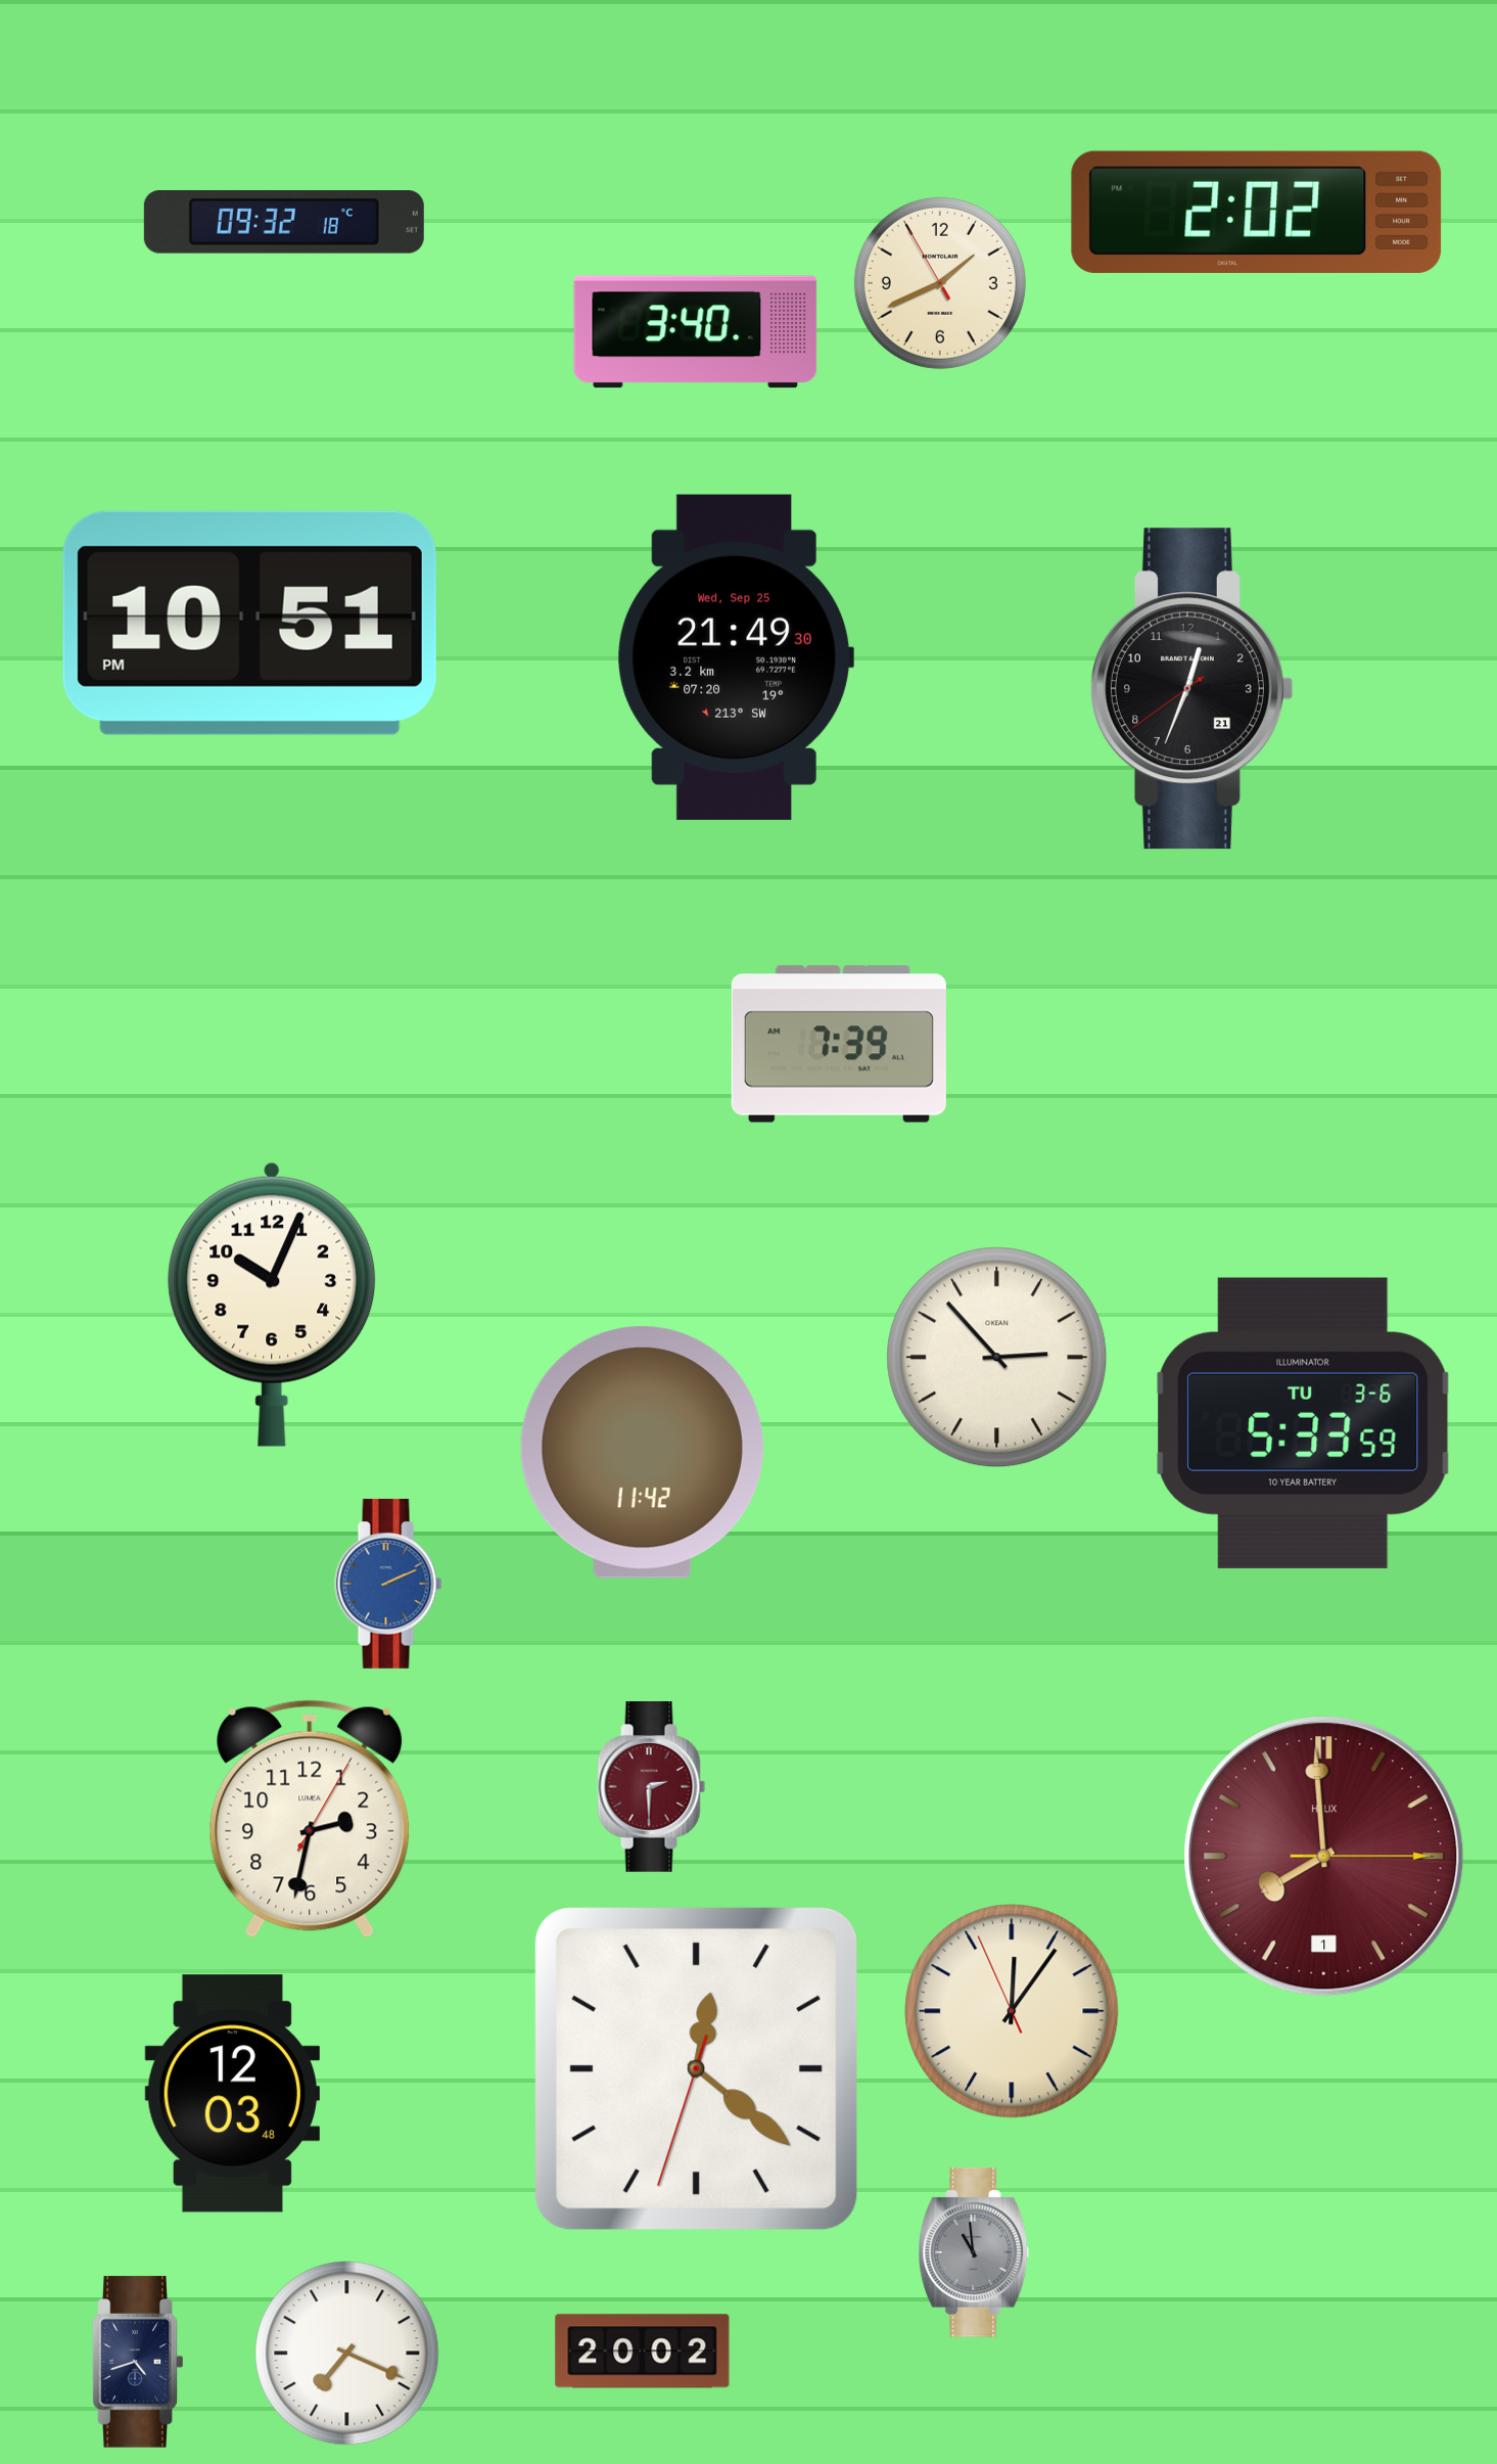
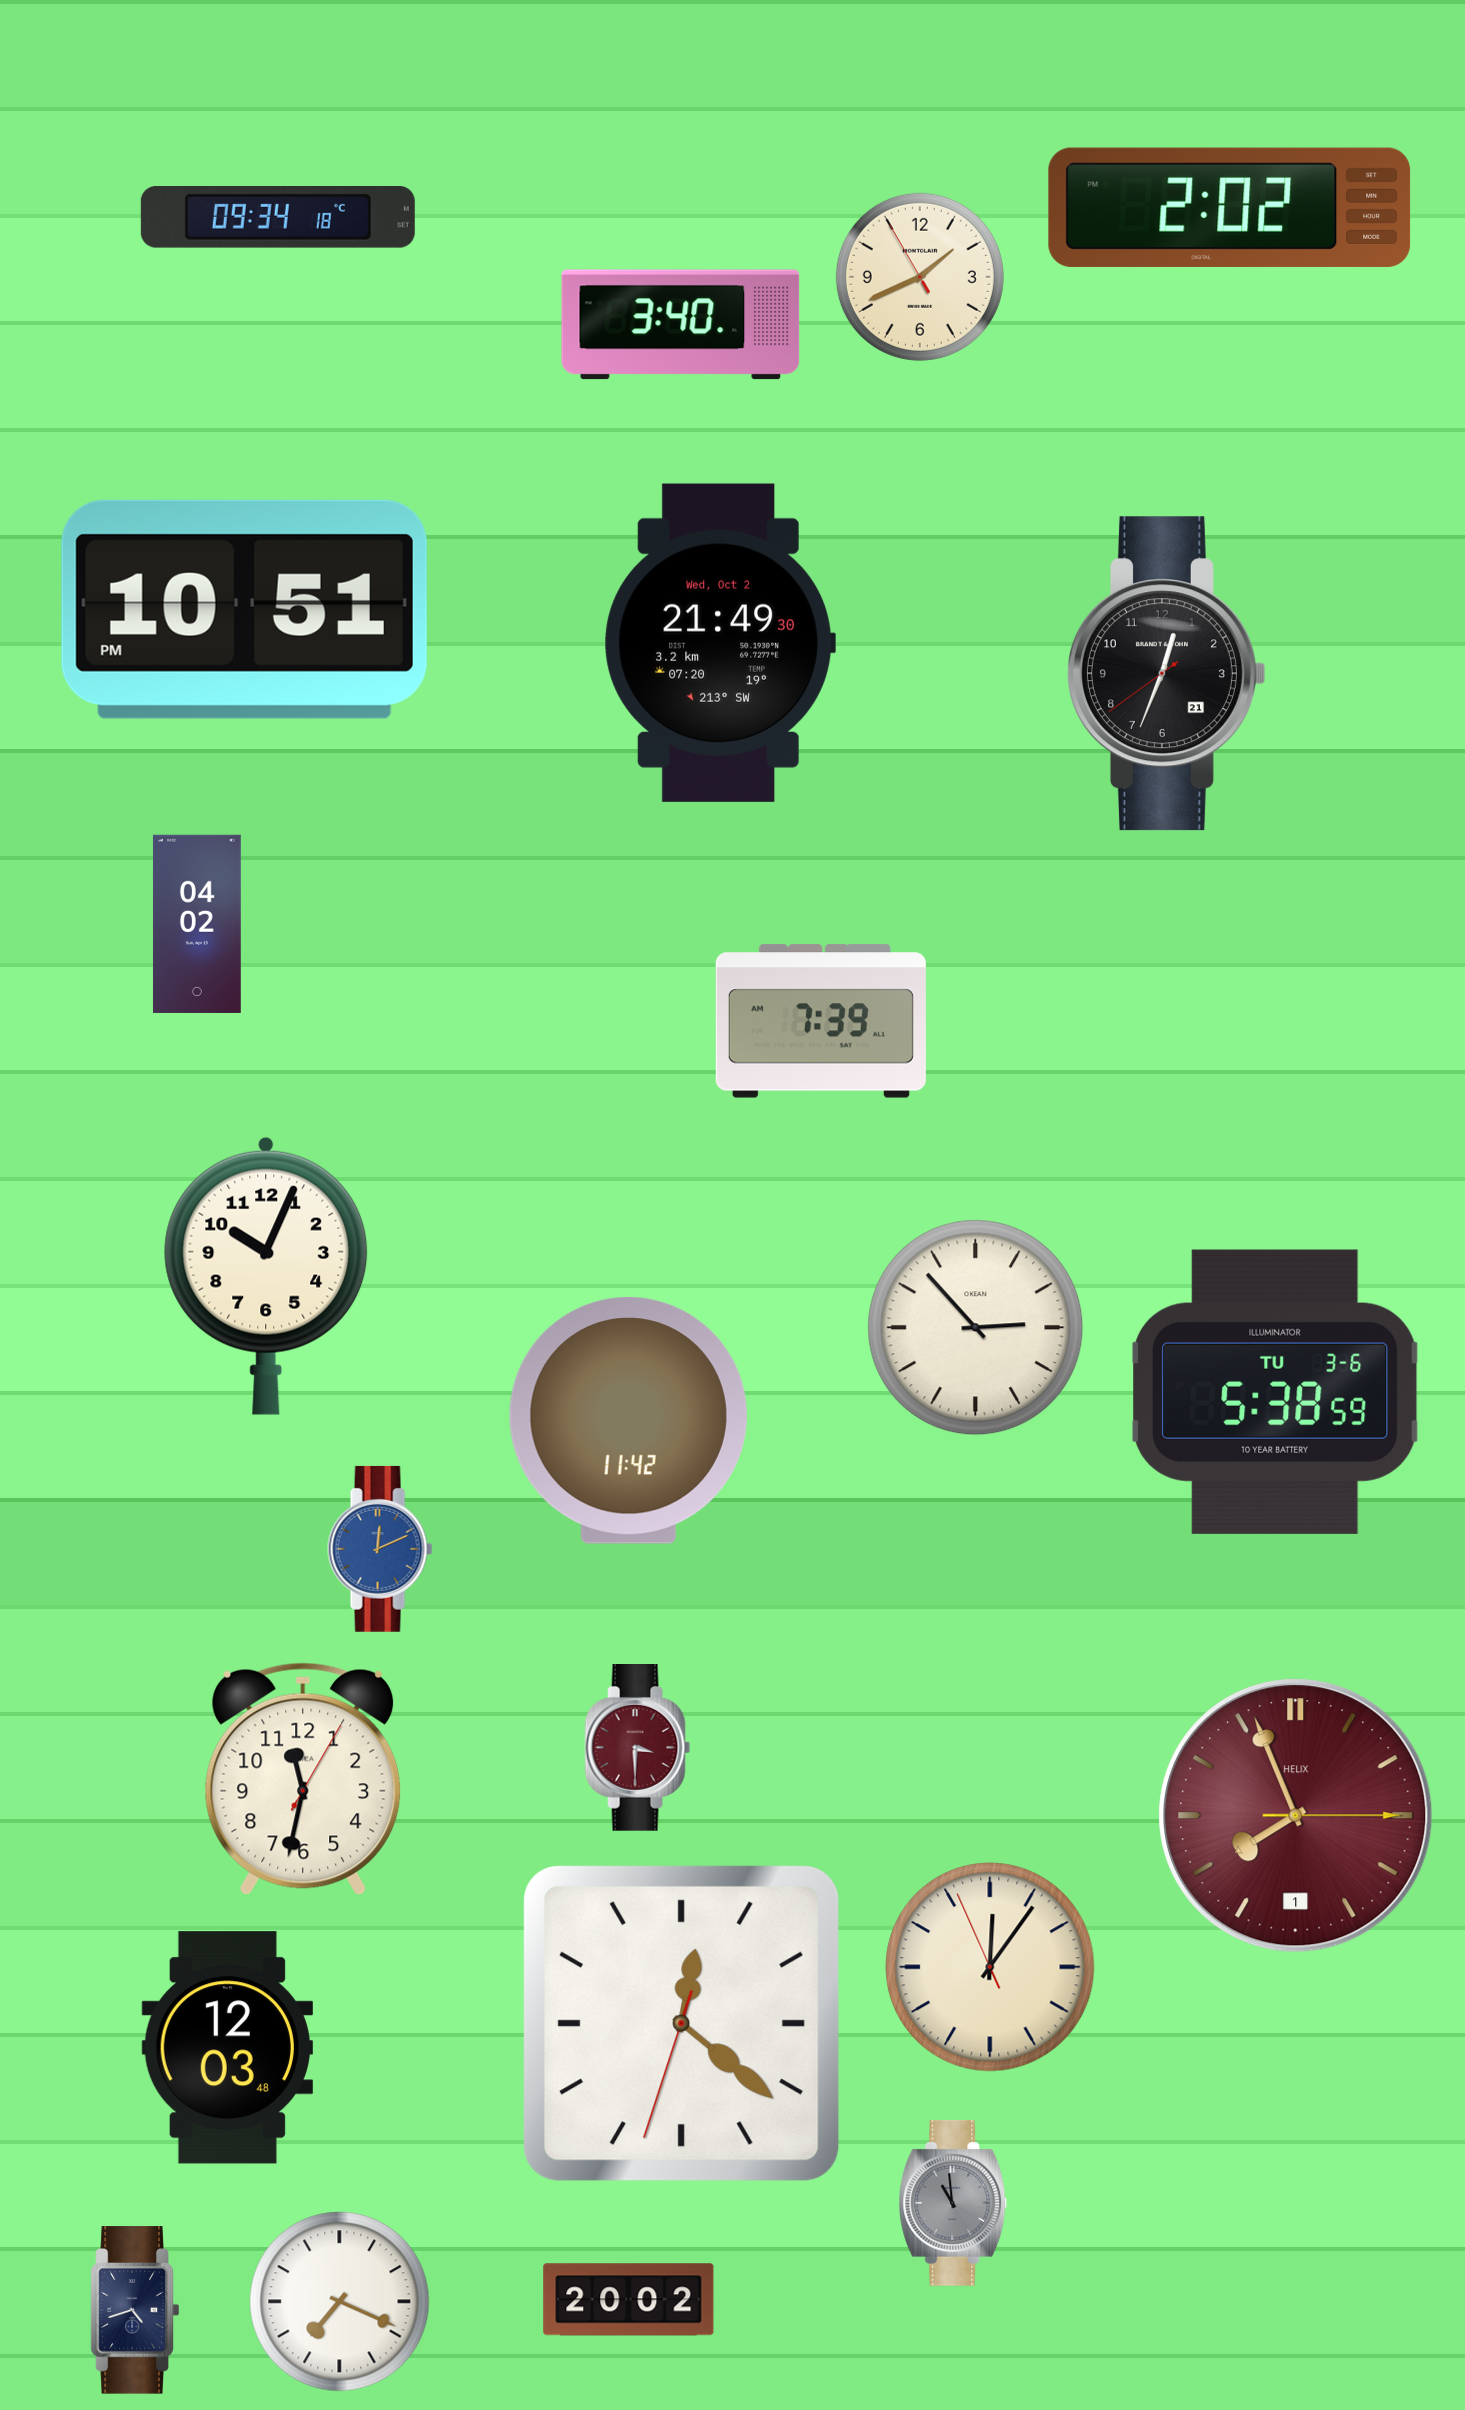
clock at (284, 223): 09:32 -> 09:34
clock at (736, 657) date: Wed, Sep 25 -> Wed, Oct 2
clock at (197, 924): none -> 04:02
clock at (1303, 1423): 5:33 -> 5:38
clock at (388, 1584): 2:11 -> 12:11
clock at (652, 1787): 2:30 -> 3:30
clock at (310, 1819): 2:32 -> 11:32
clock at (1324, 1857): 7:59 -> 7:56
